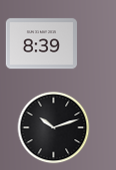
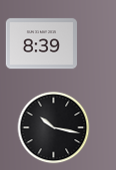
clock at (54, 128): 10:12 -> 10:17
